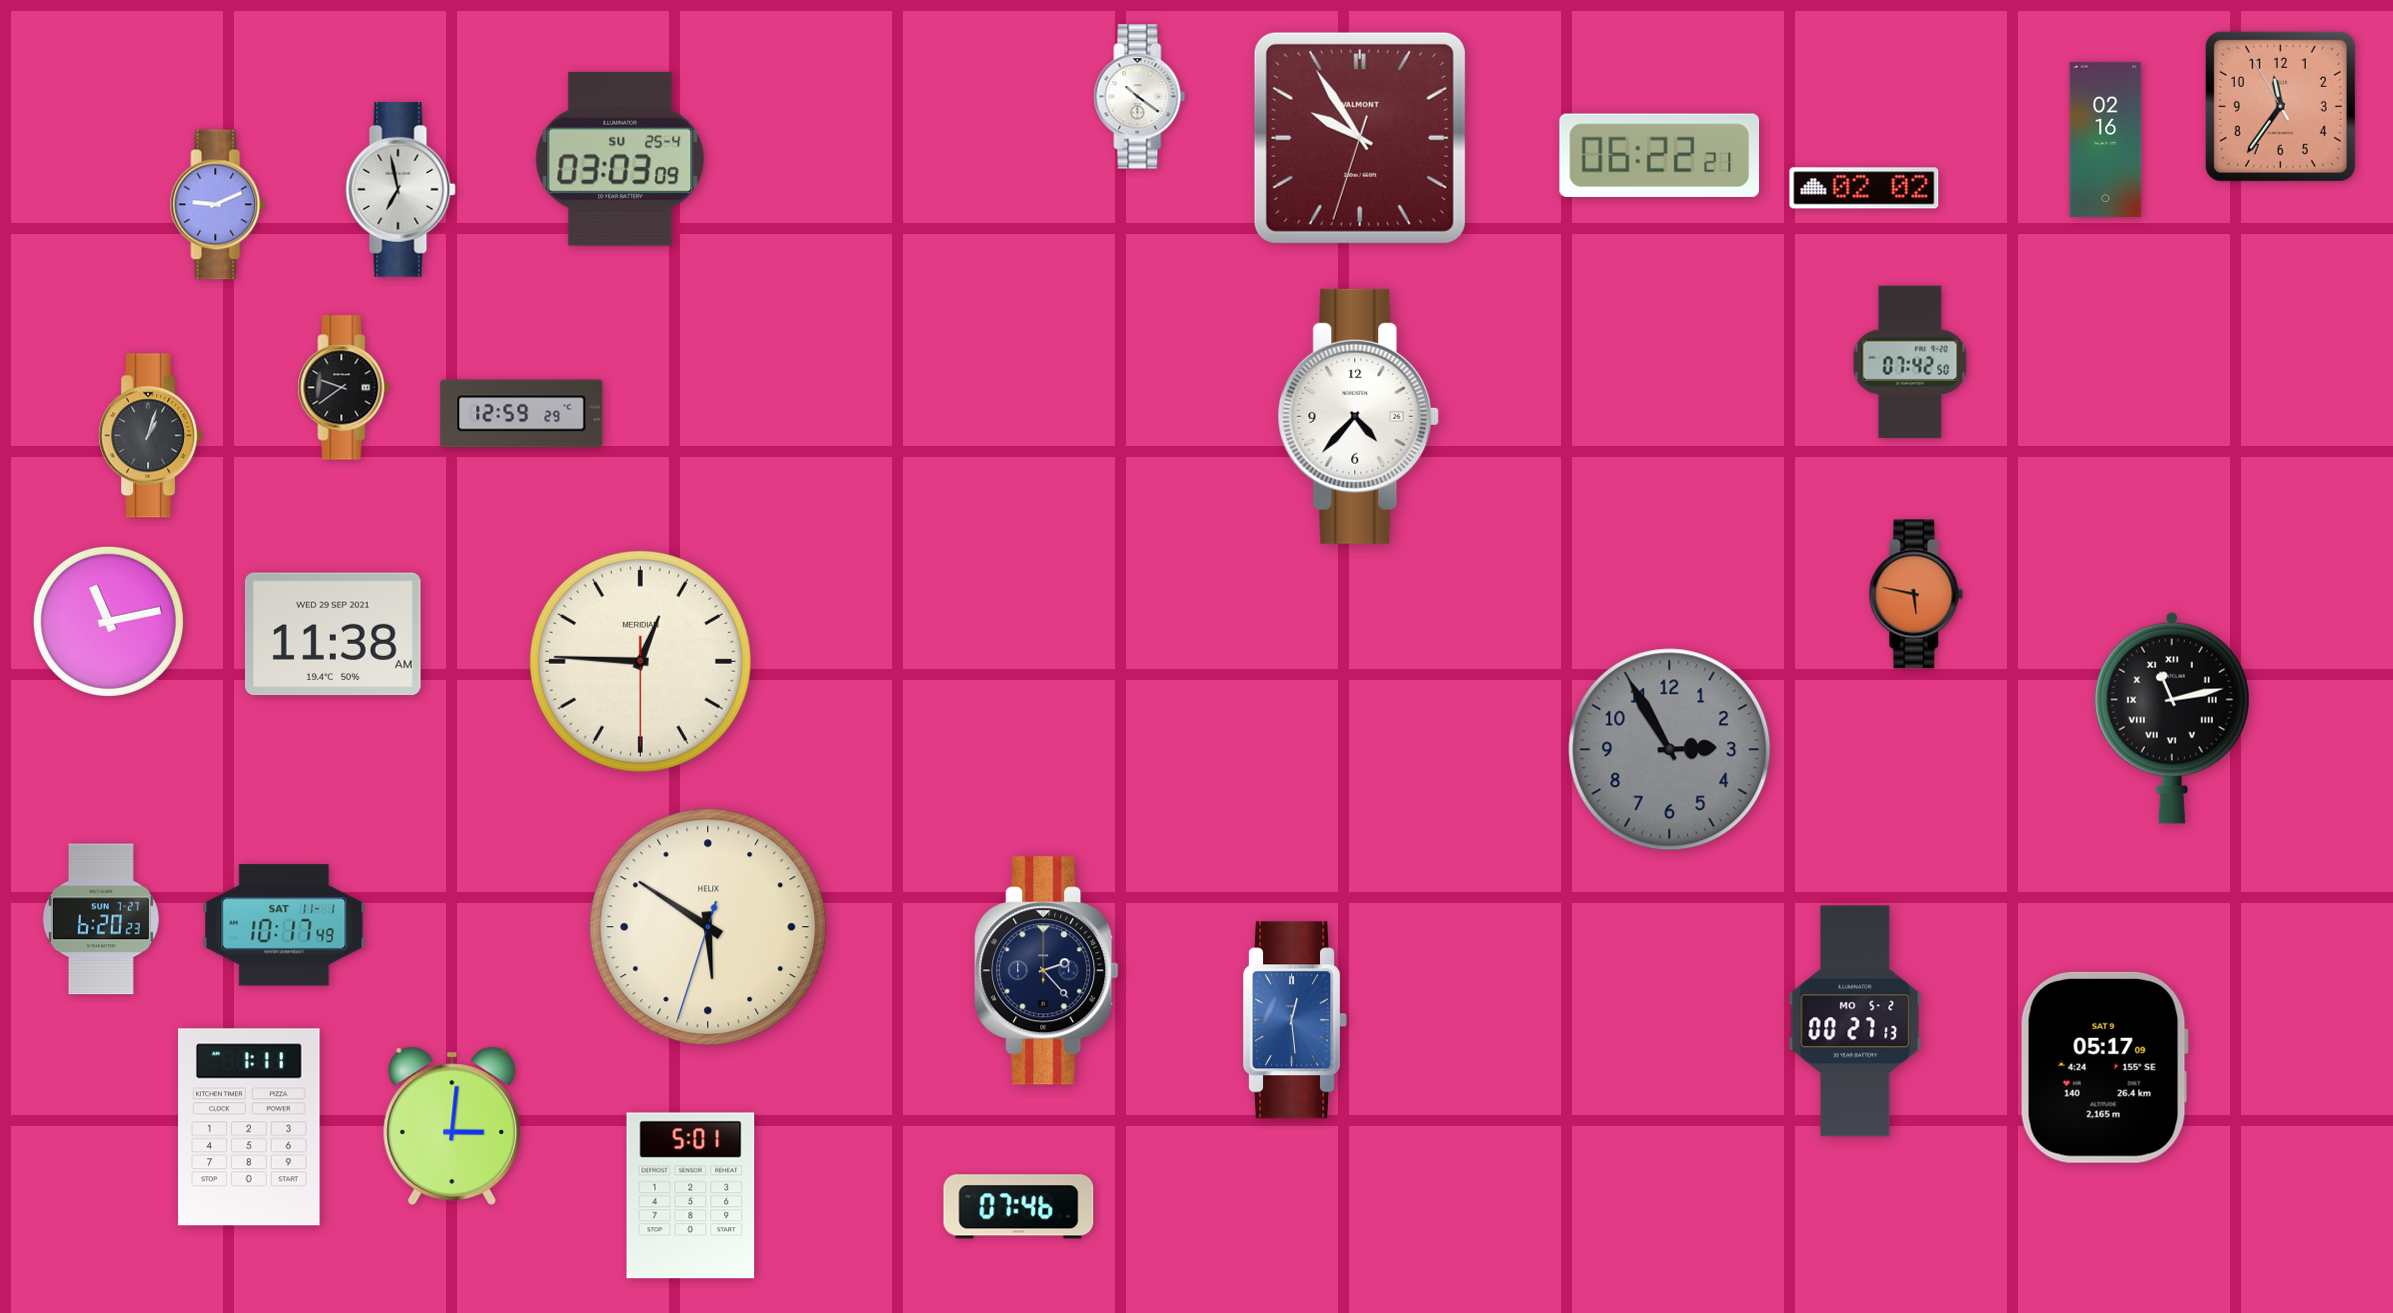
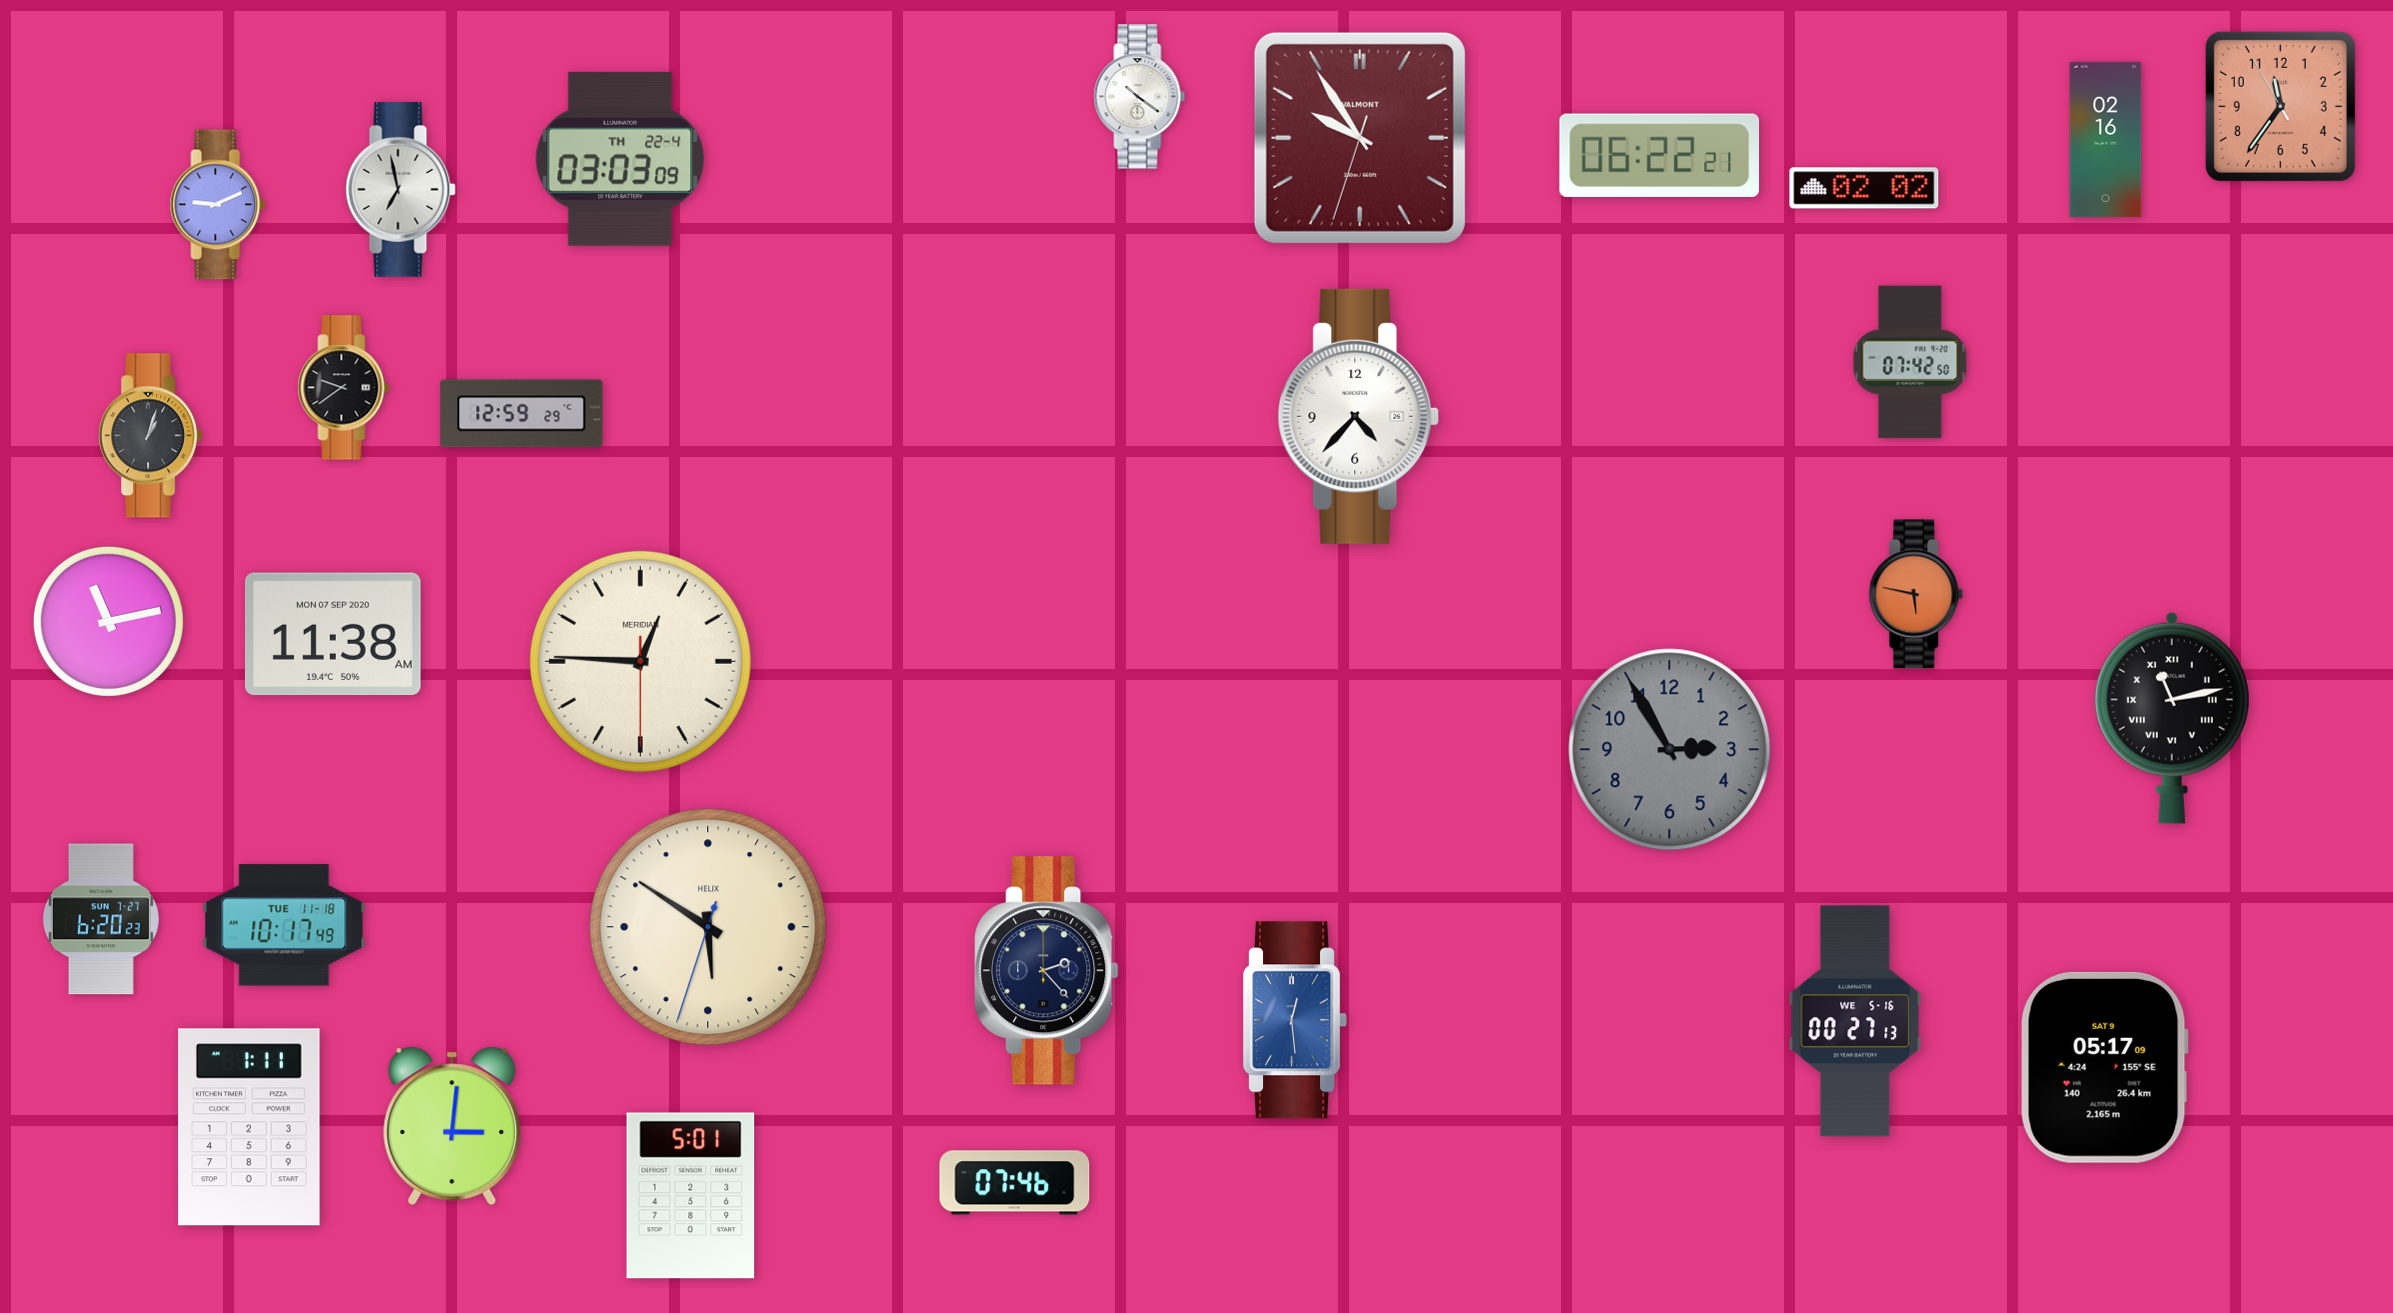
clock at (620, 159) date: SU 25-4 -> TH 22-4
clock at (333, 634) date: WED 29 SEP 2021 -> MON 07 SEP 2020
clock at (284, 925) date: SAT 11-1 -> TUE 11-18
clock at (1855, 1021) date: MO 5-2 -> WE 5-16
clock at (1019, 1207) position: (1019, 1207) -> (1015, 1183)
